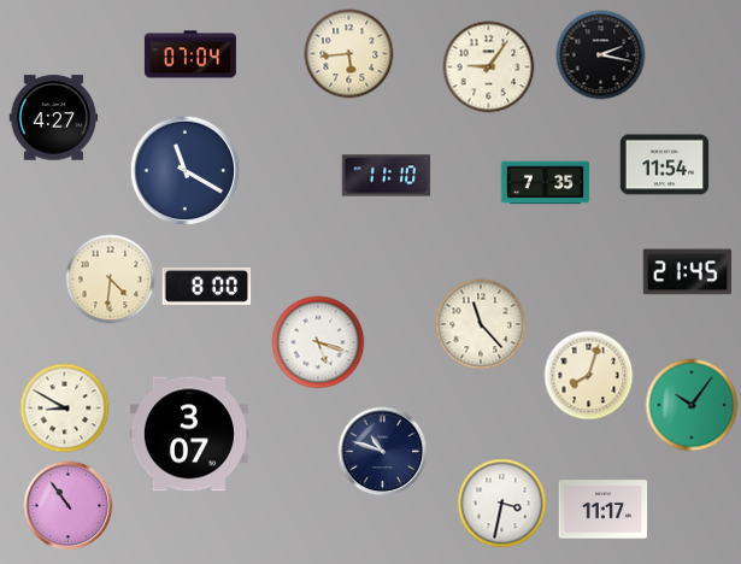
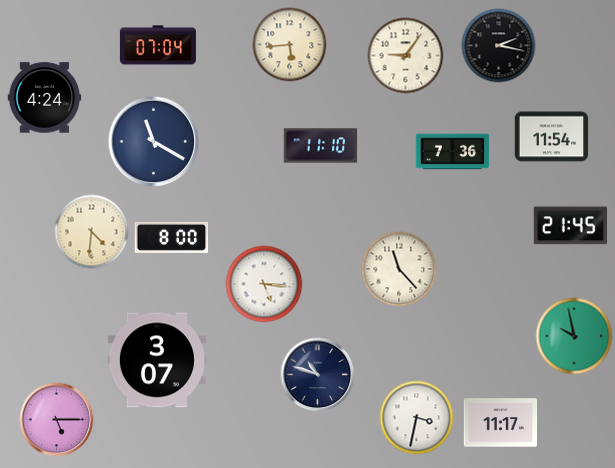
clock at (54, 118): 4:27 -> 4:24
clock at (546, 183): 7:35 -> 7:36
clock at (318, 342): 5:18 -> 5:16
clock at (589, 376): 8:03 -> none
clock at (692, 405): 10:06 -> 9:58
clock at (65, 409): 8:50 -> none
clock at (69, 506): 10:54 -> 5:15
